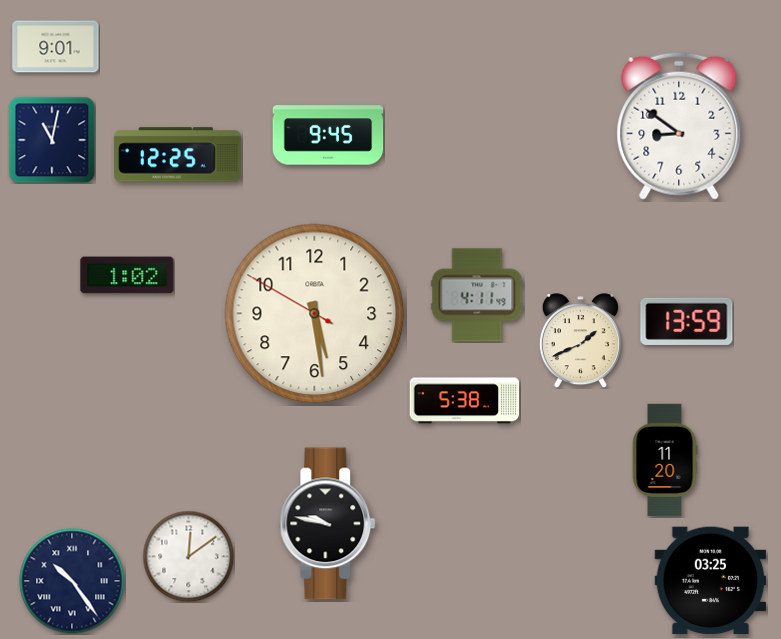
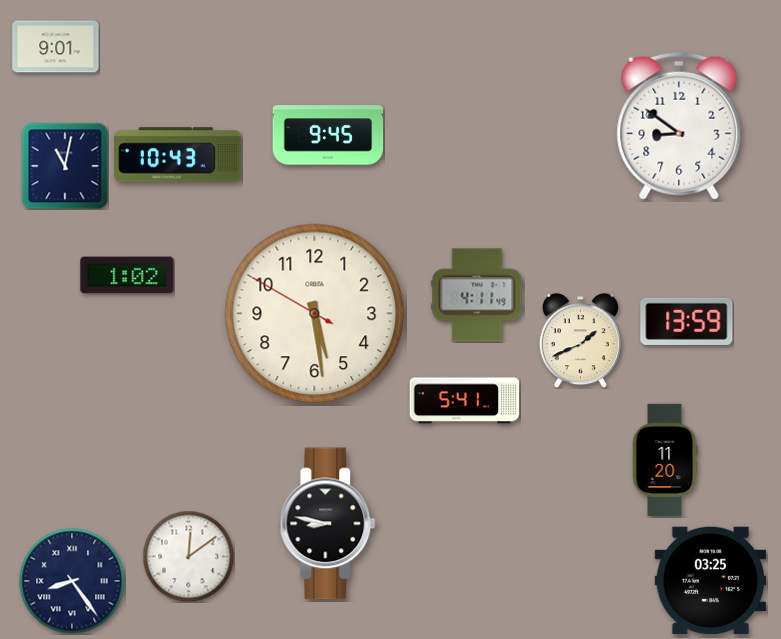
clock at (52, 140) position: (52, 140) -> (65, 166)
clock at (178, 155): 12:25 -> 10:43
clock at (465, 401): 5:38 -> 5:41
clock at (328, 524): 9:47 -> 8:47
clock at (72, 581): 10:24 -> 8:24
